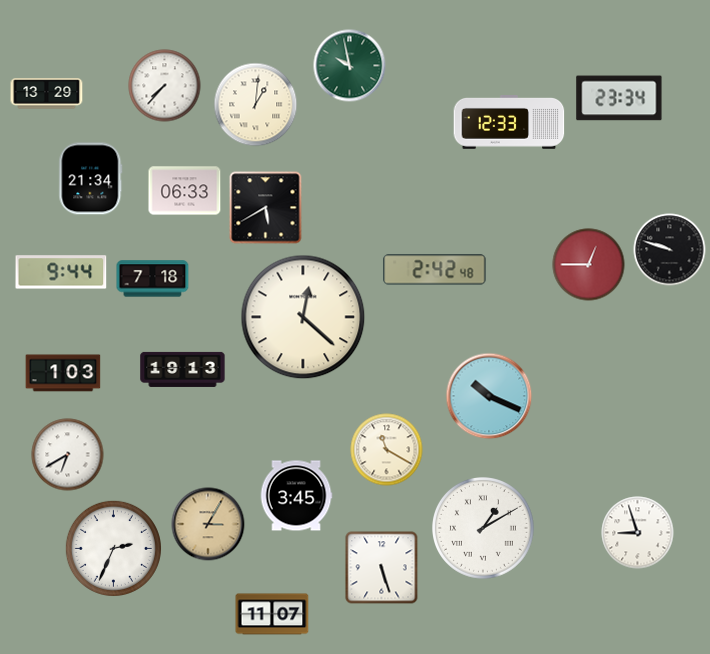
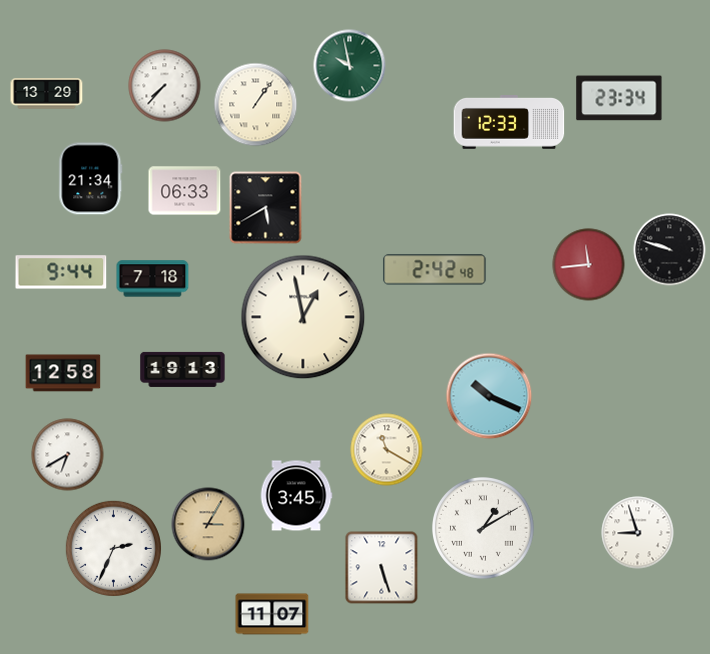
clock at (256, 105): 1:01 -> 1:06
clock at (589, 265): 12:45 -> 11:44
clock at (303, 317): 12:22 -> 12:58
clock at (63, 373): 1:03 -> 12:58
